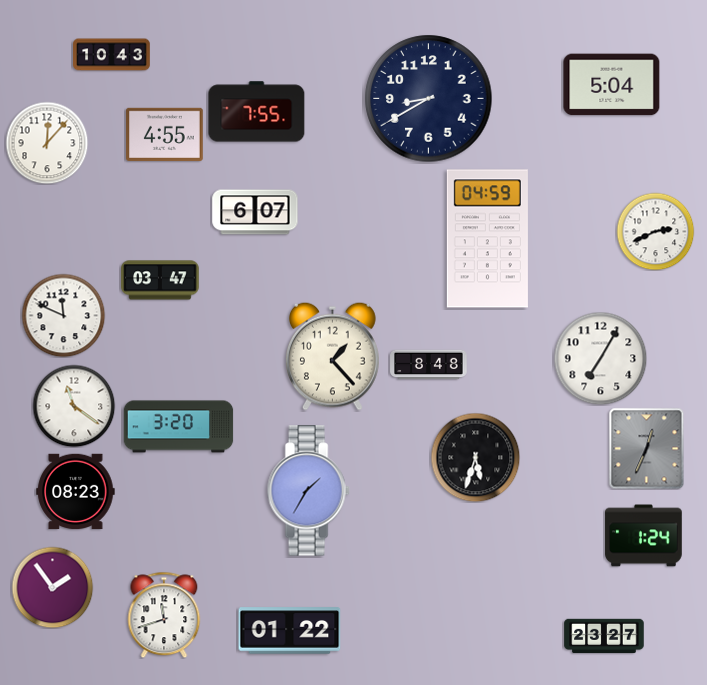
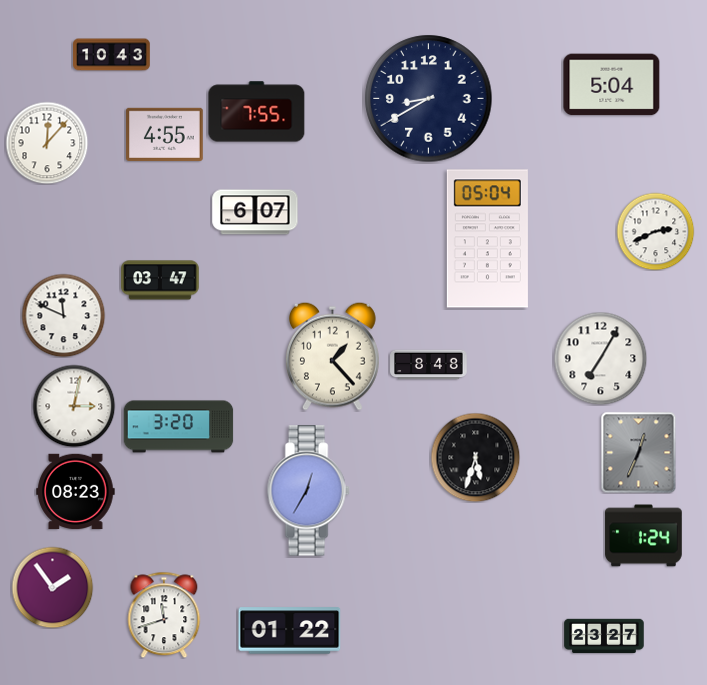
clock at (487, 239): 04:59 -> 05:04
clock at (74, 406): 11:21 -> 3:02
clock at (647, 448) position: (647, 448) -> (639, 452)
clock at (308, 491): 1:35 -> 12:35
